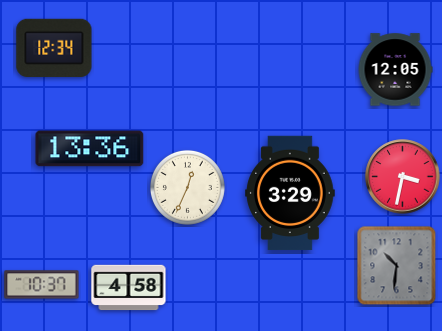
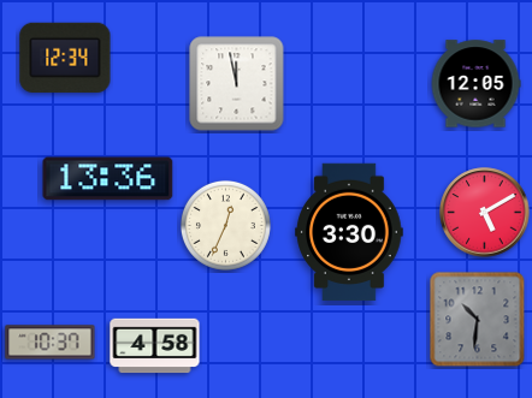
clock at (237, 84): none -> 11:58
clock at (403, 177): 3:32 -> 5:10
clock at (290, 193): 3:29 -> 3:30
